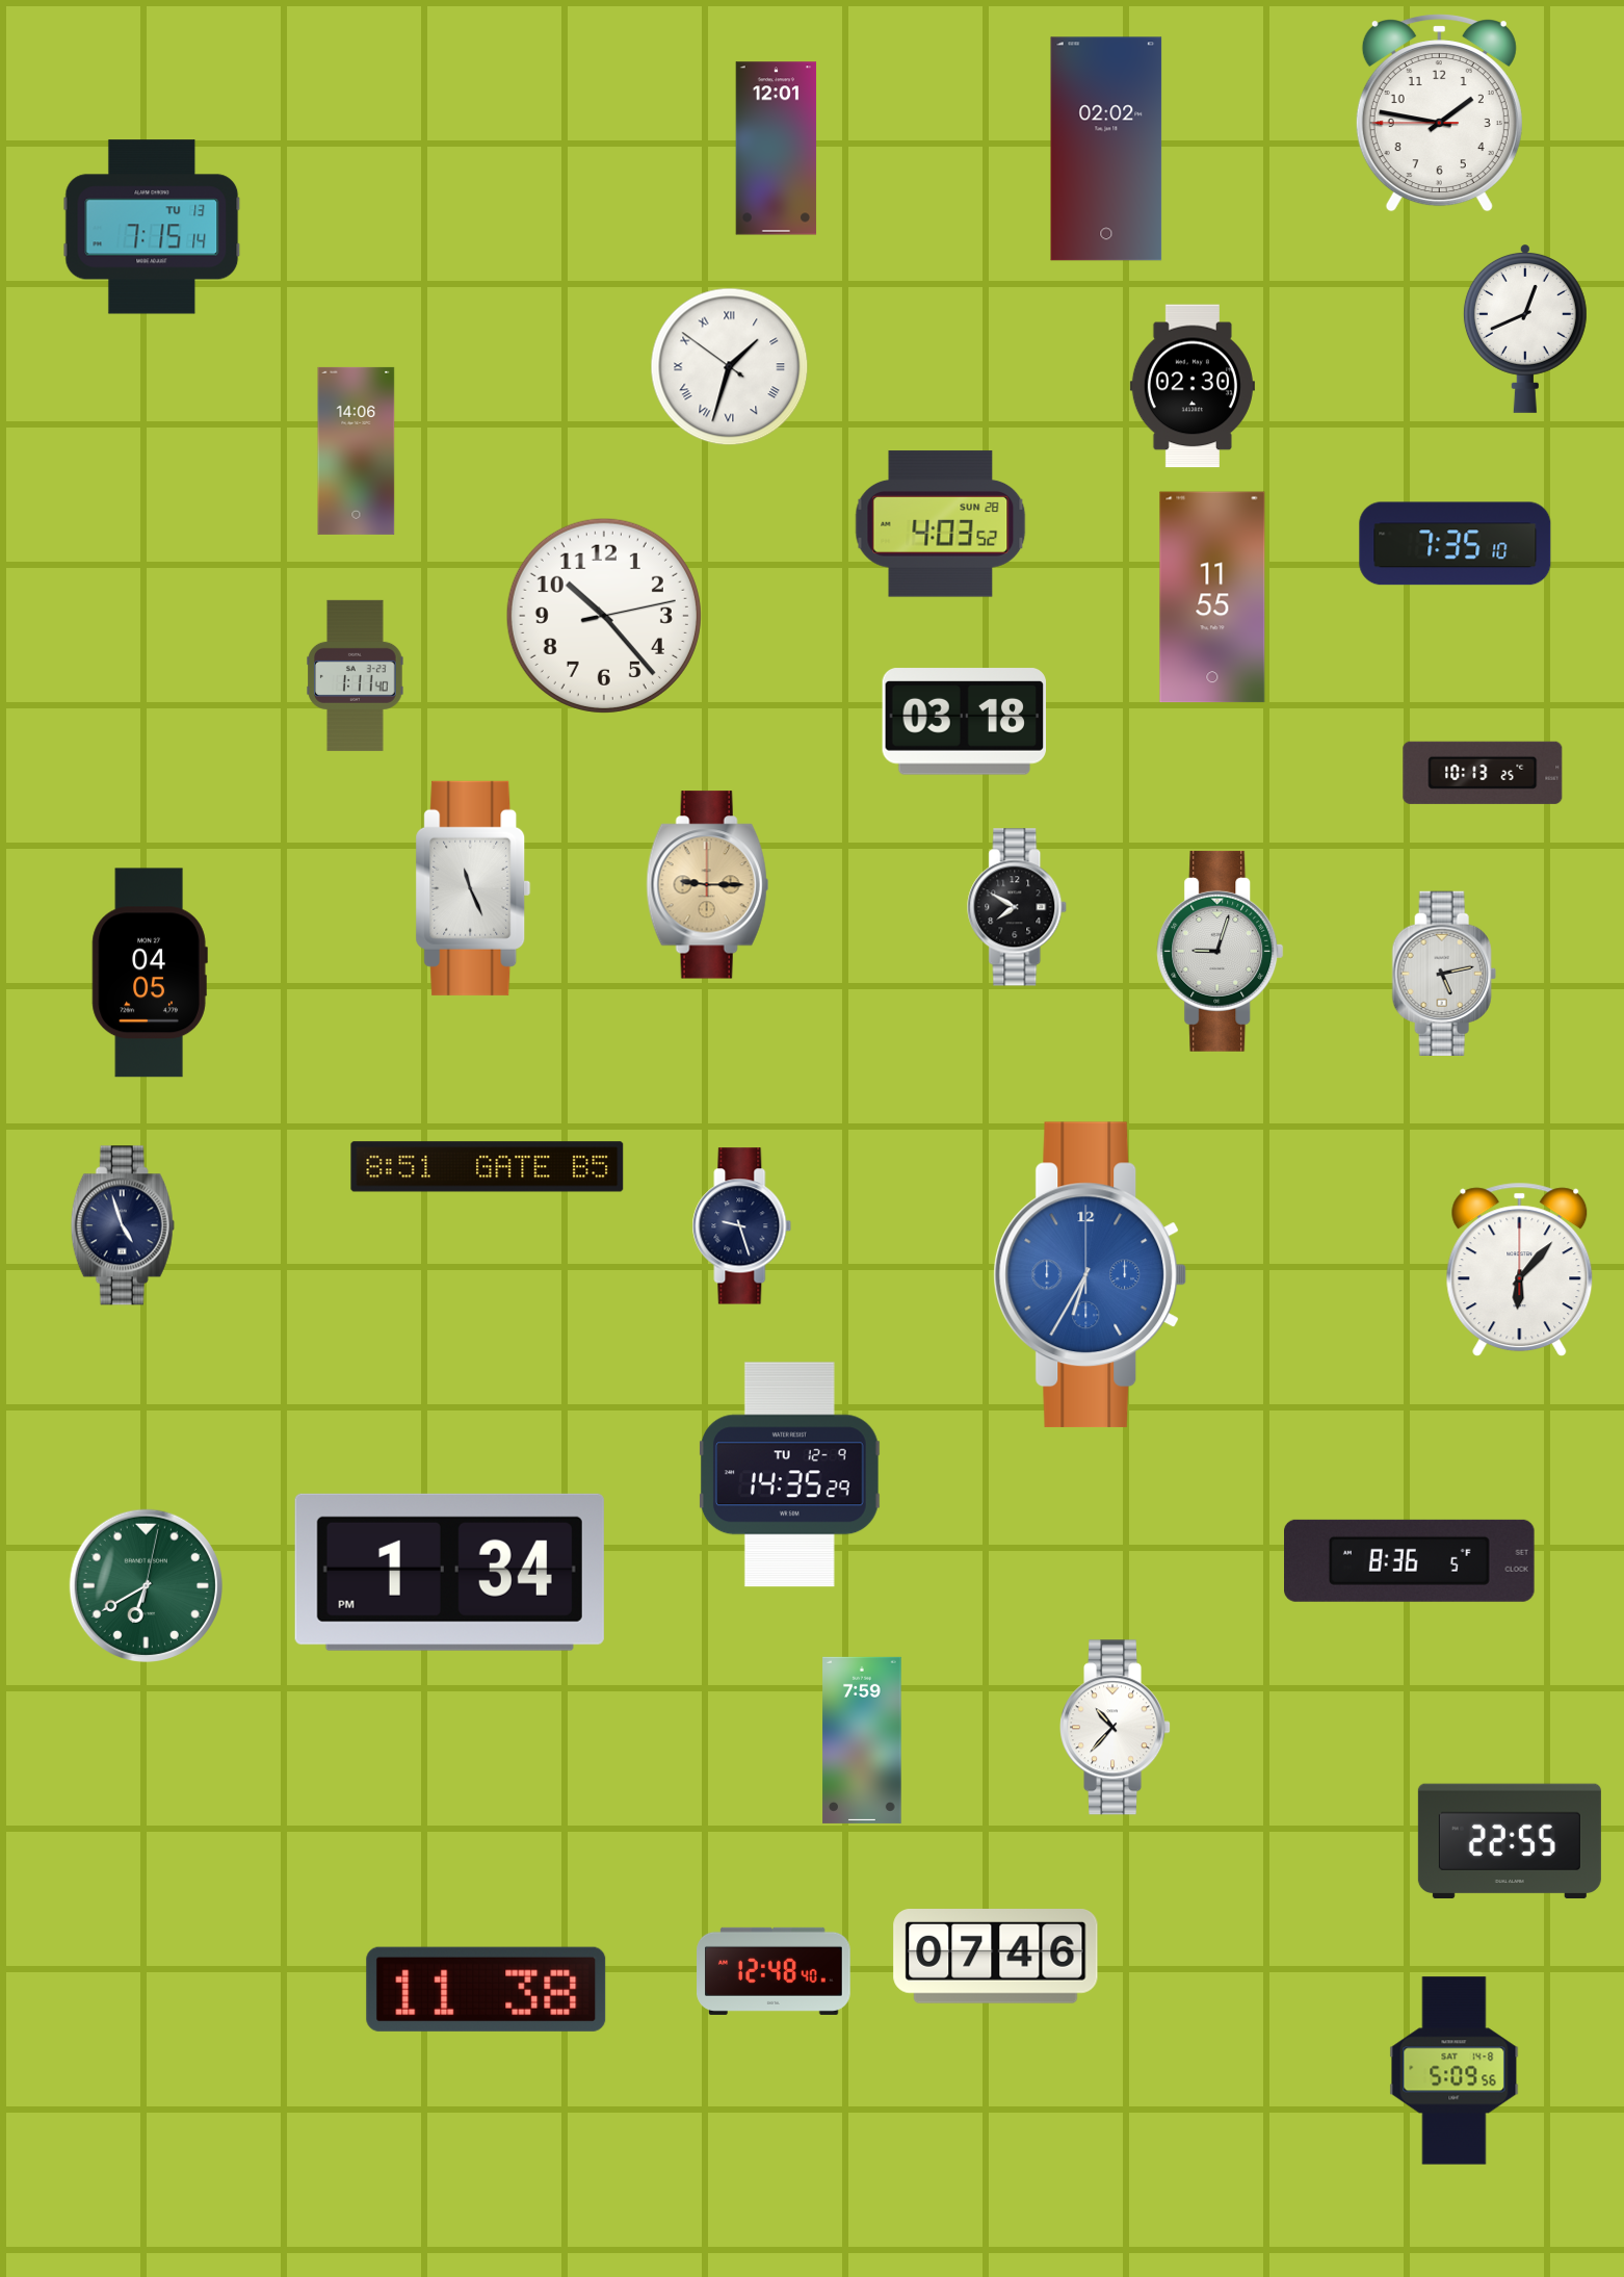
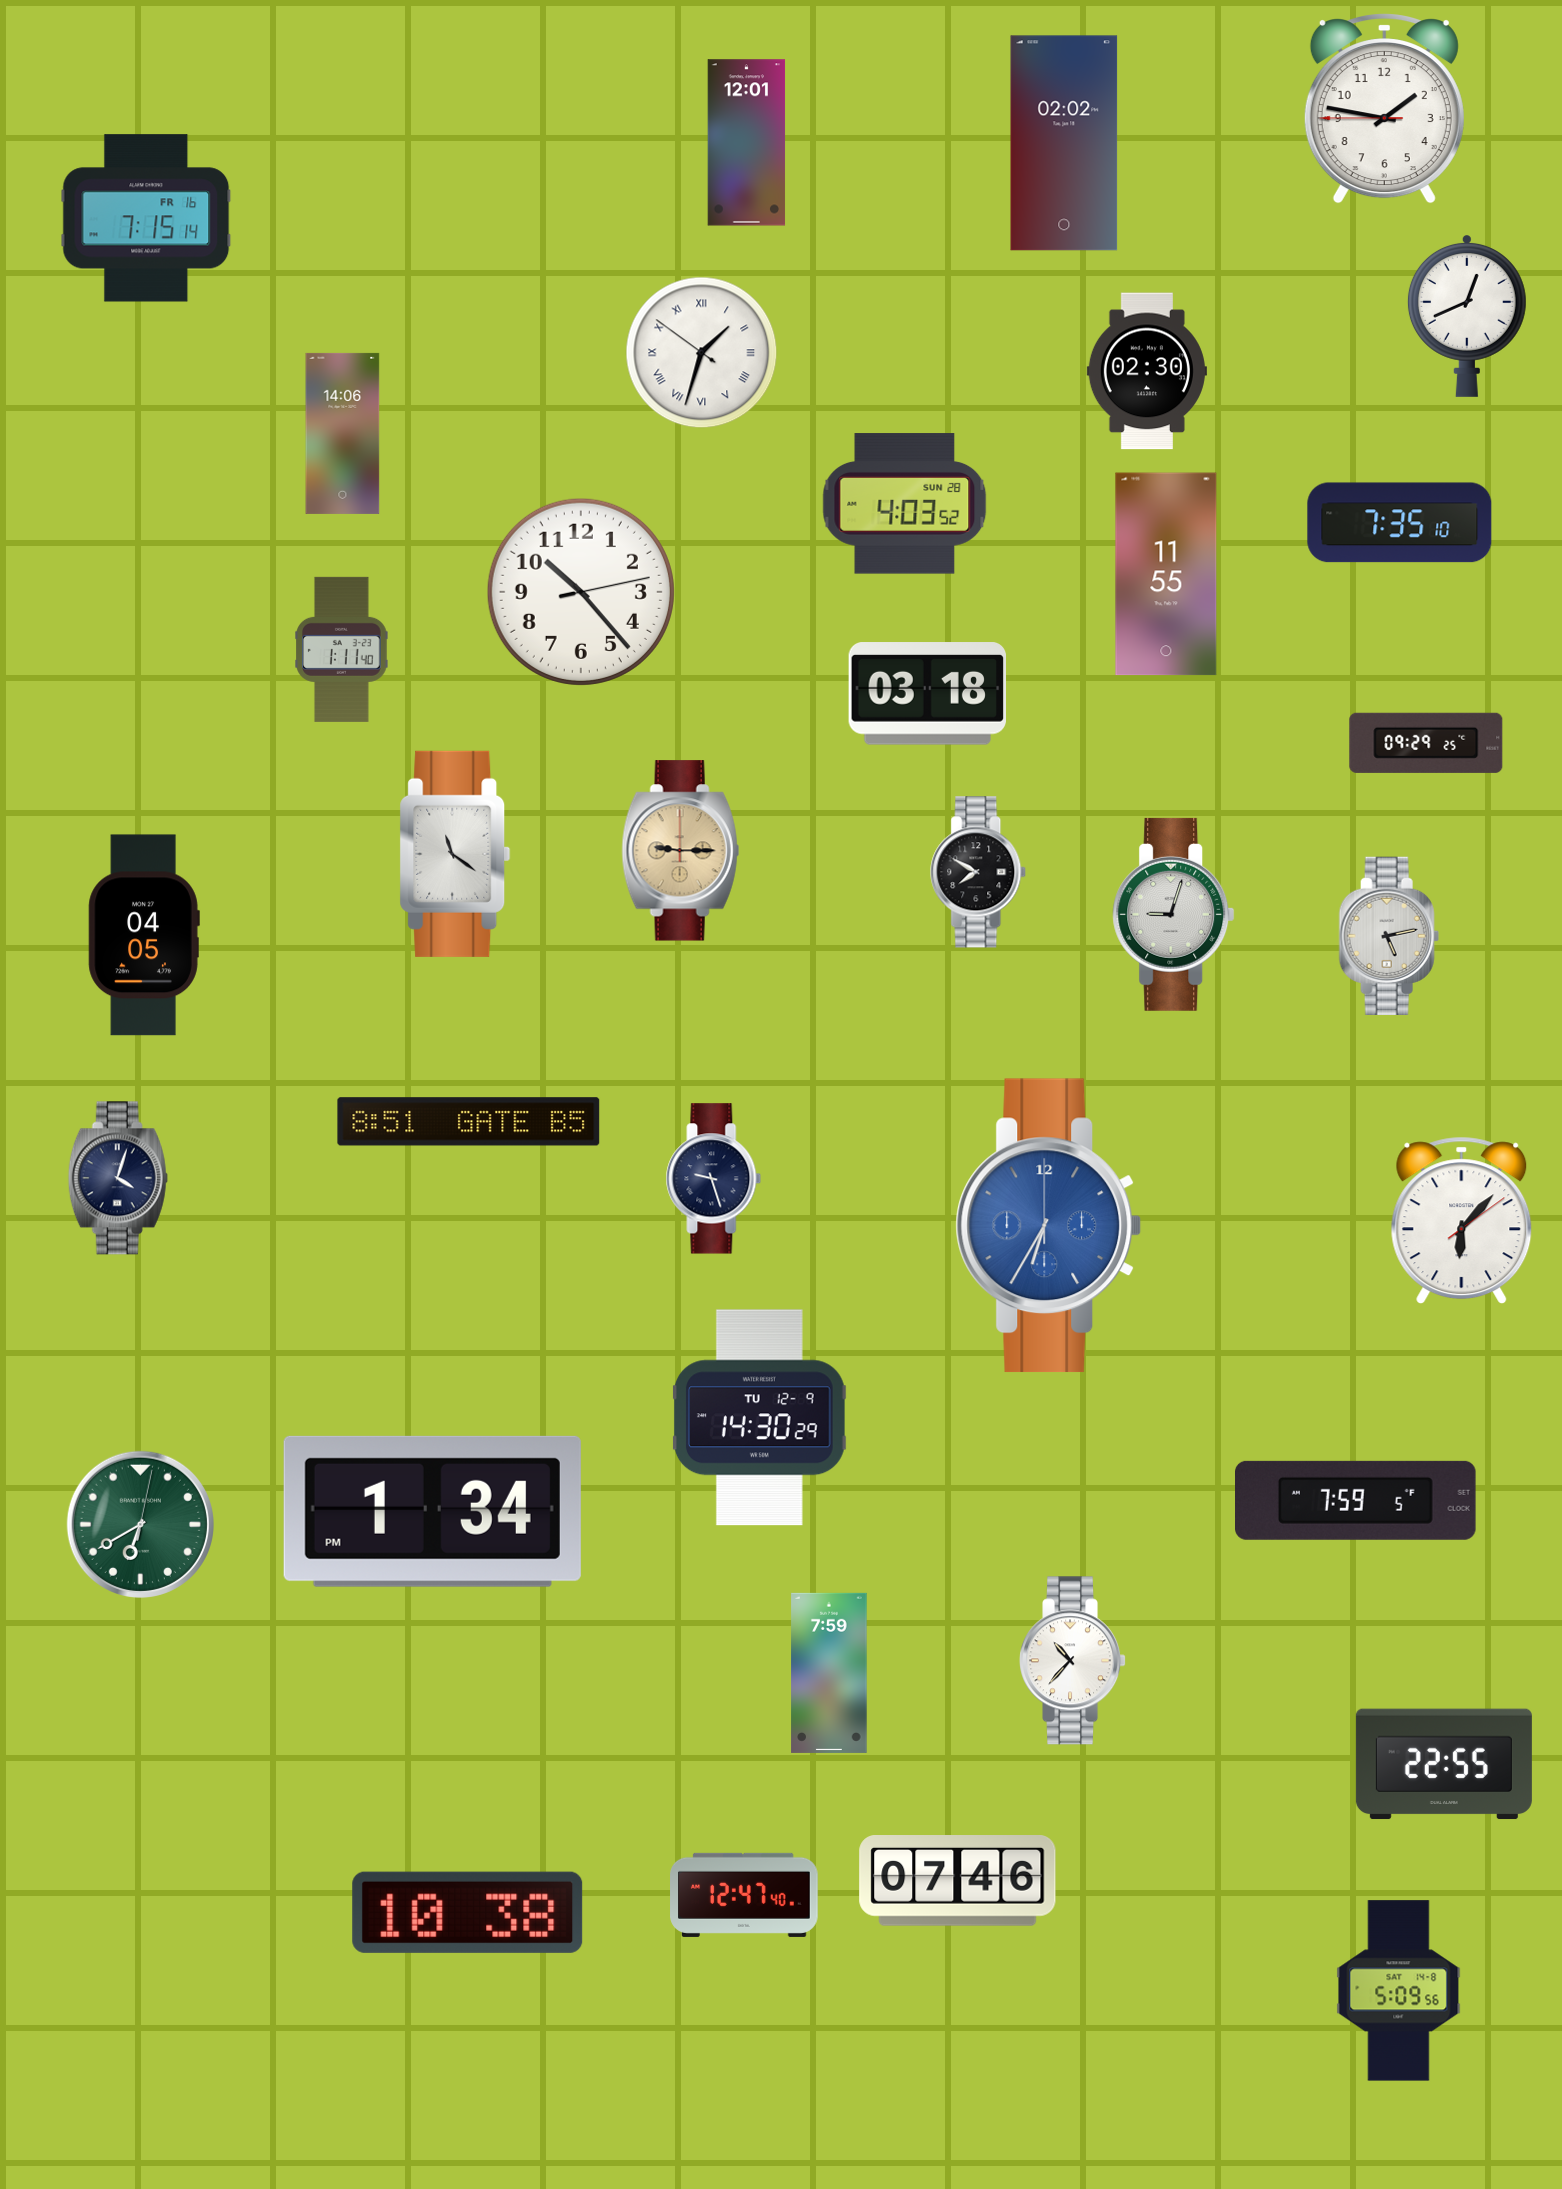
clock at (152, 227) date: TU 13 -> FR 16
clock at (1483, 773): 10:13 -> 09:29
clock at (473, 888): 11:26 -> 11:21
clock at (123, 1225): 4:57 -> 4:03
clock at (1520, 1270): 6:07:00 -> 6:07:09
clock at (789, 1475): 14:35 -> 14:30
clock at (1410, 1560): 8:36 -> 7:59
clock at (1510, 1841) position: (1510, 1841) -> (1444, 1764)
clock at (774, 1971): 12:48 -> 12:47
clock at (487, 1989): 11:38 -> 10:38
